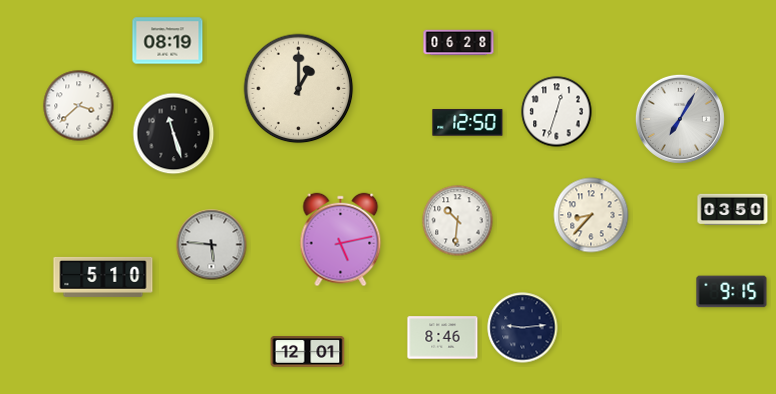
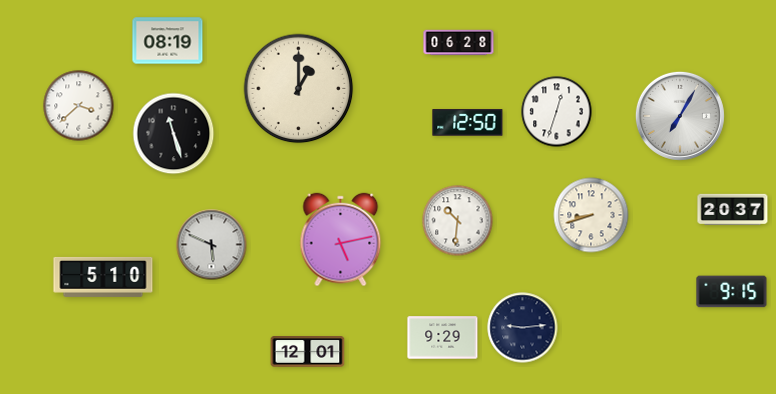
clock at (680, 119) position: (680, 119) -> (680, 116)
clock at (733, 209): 03:50 -> 20:37
clock at (591, 215): 8:37 -> 8:42
clock at (212, 245): 5:46 -> 5:49
clock at (443, 338): 8:46 -> 9:29
